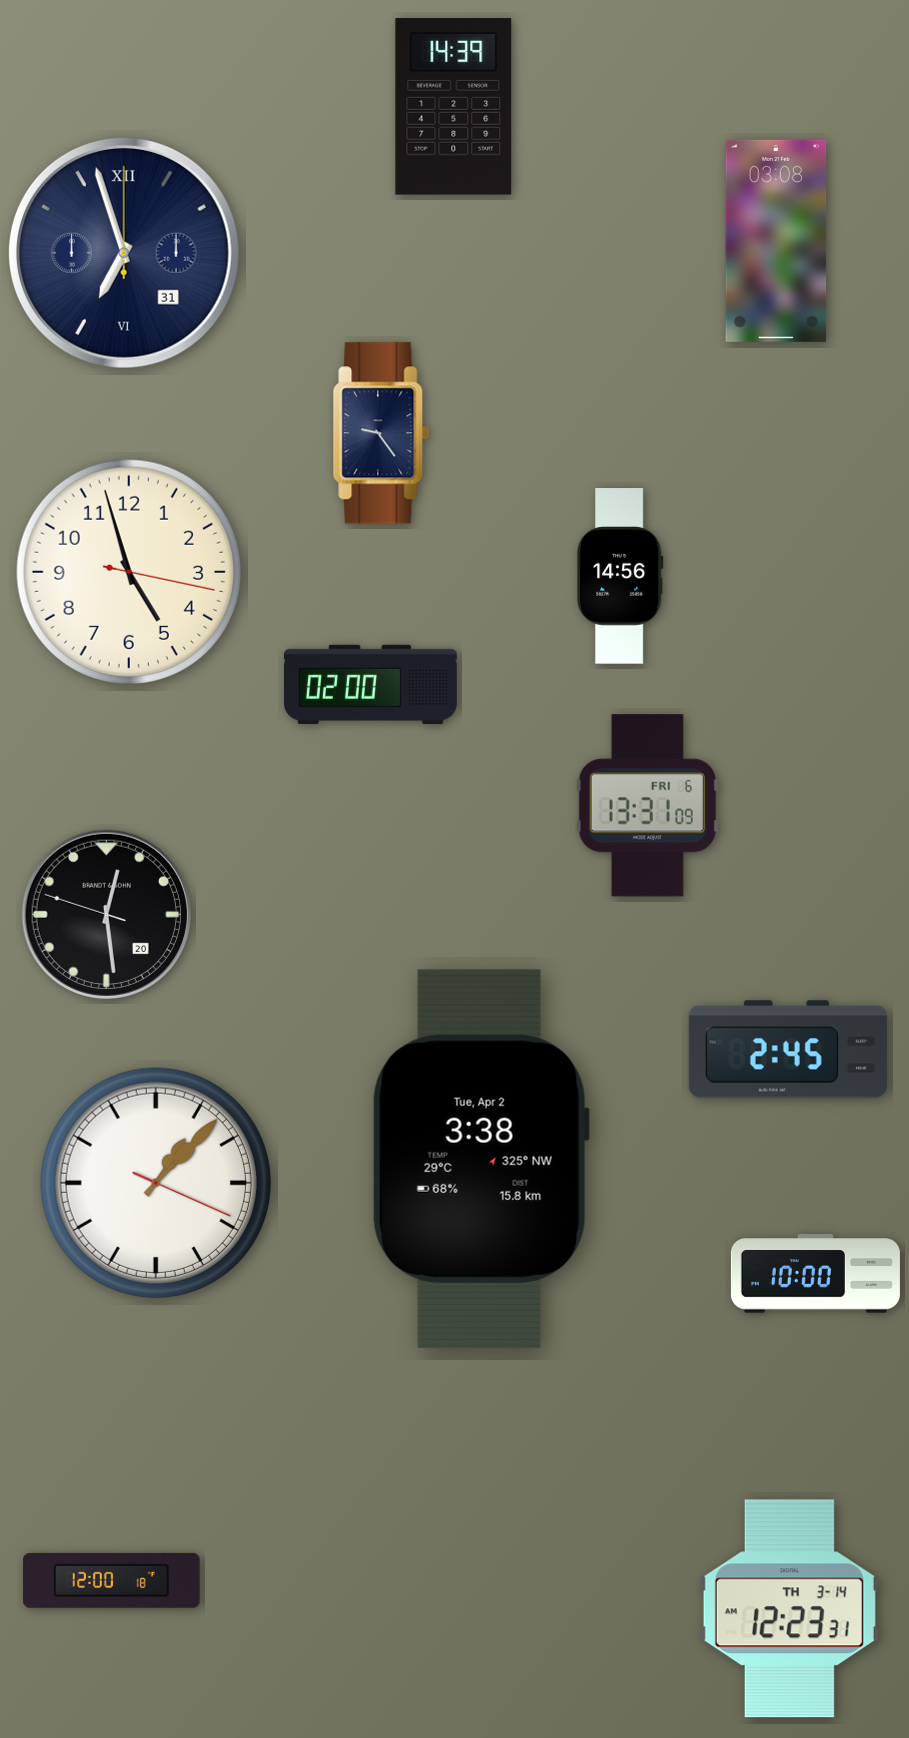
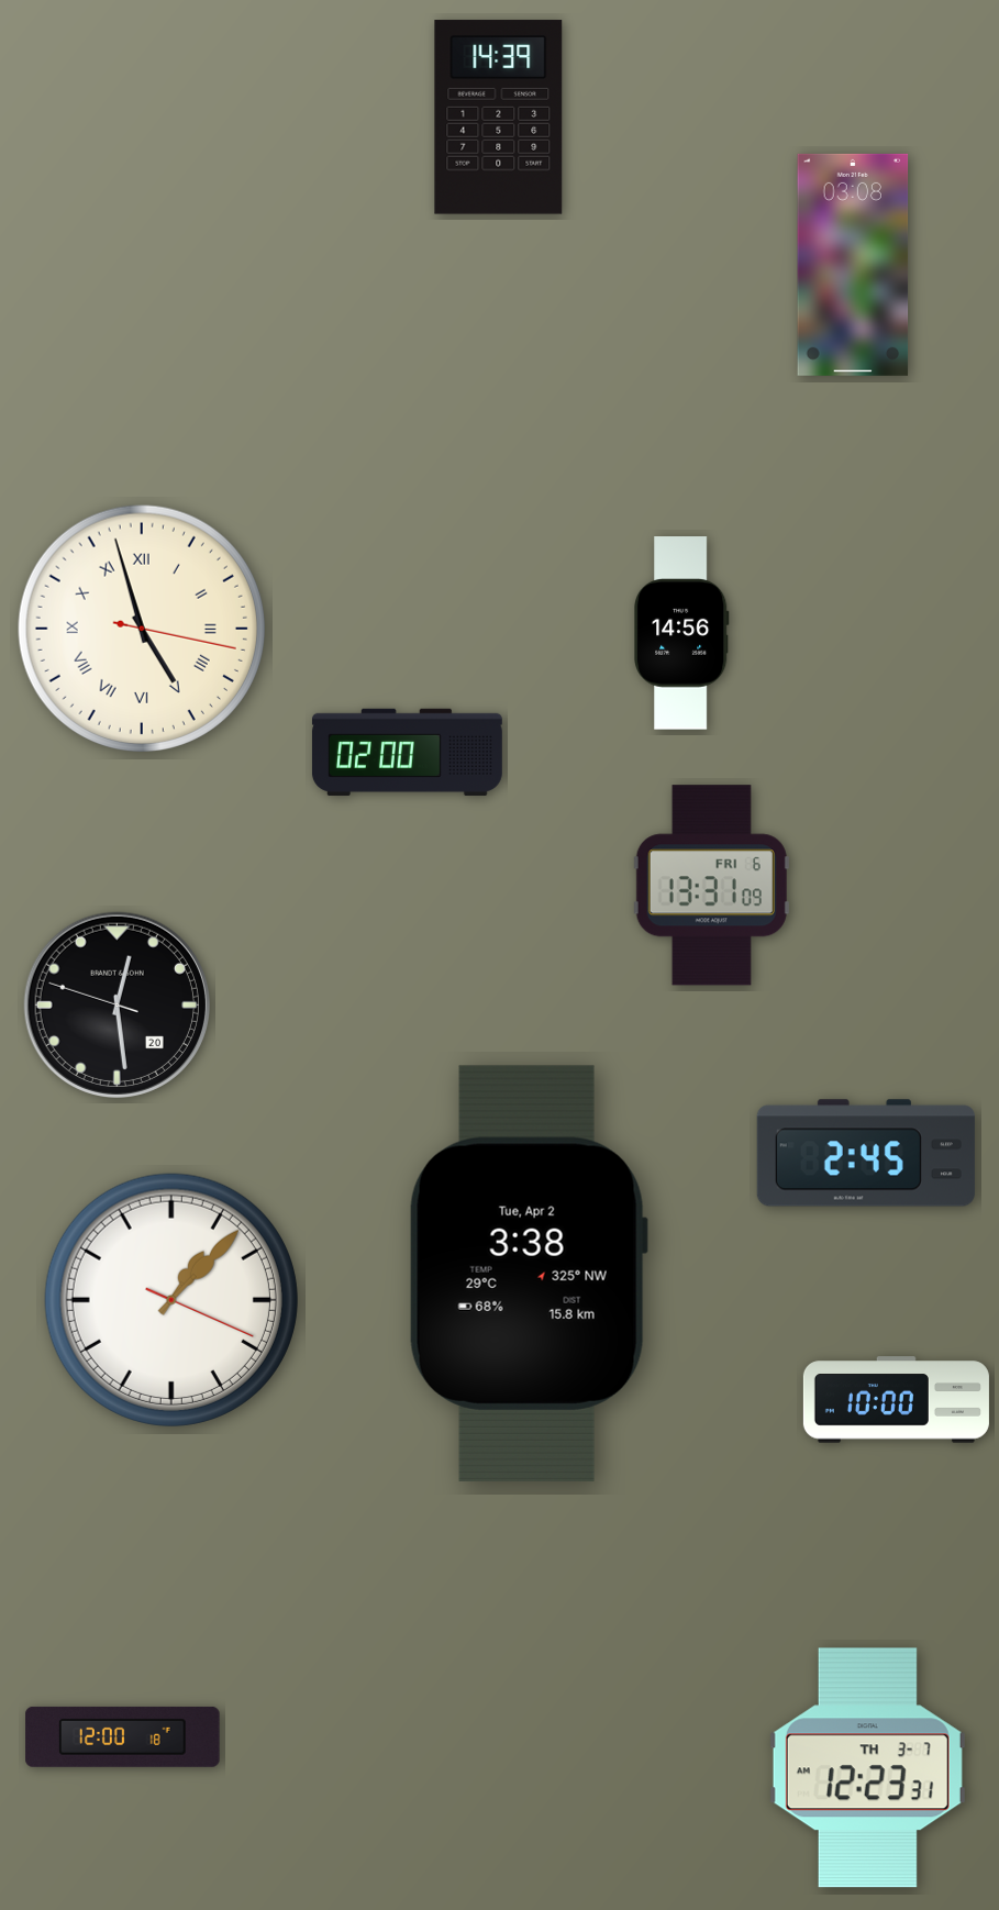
clock at (124, 253): 6:57 -> none
clock at (381, 433): 9:24 -> none
clock at (129, 572) numerals: Arabic -> Roman
clock at (789, 1609) date: TH 3-14 -> TH 3-7
